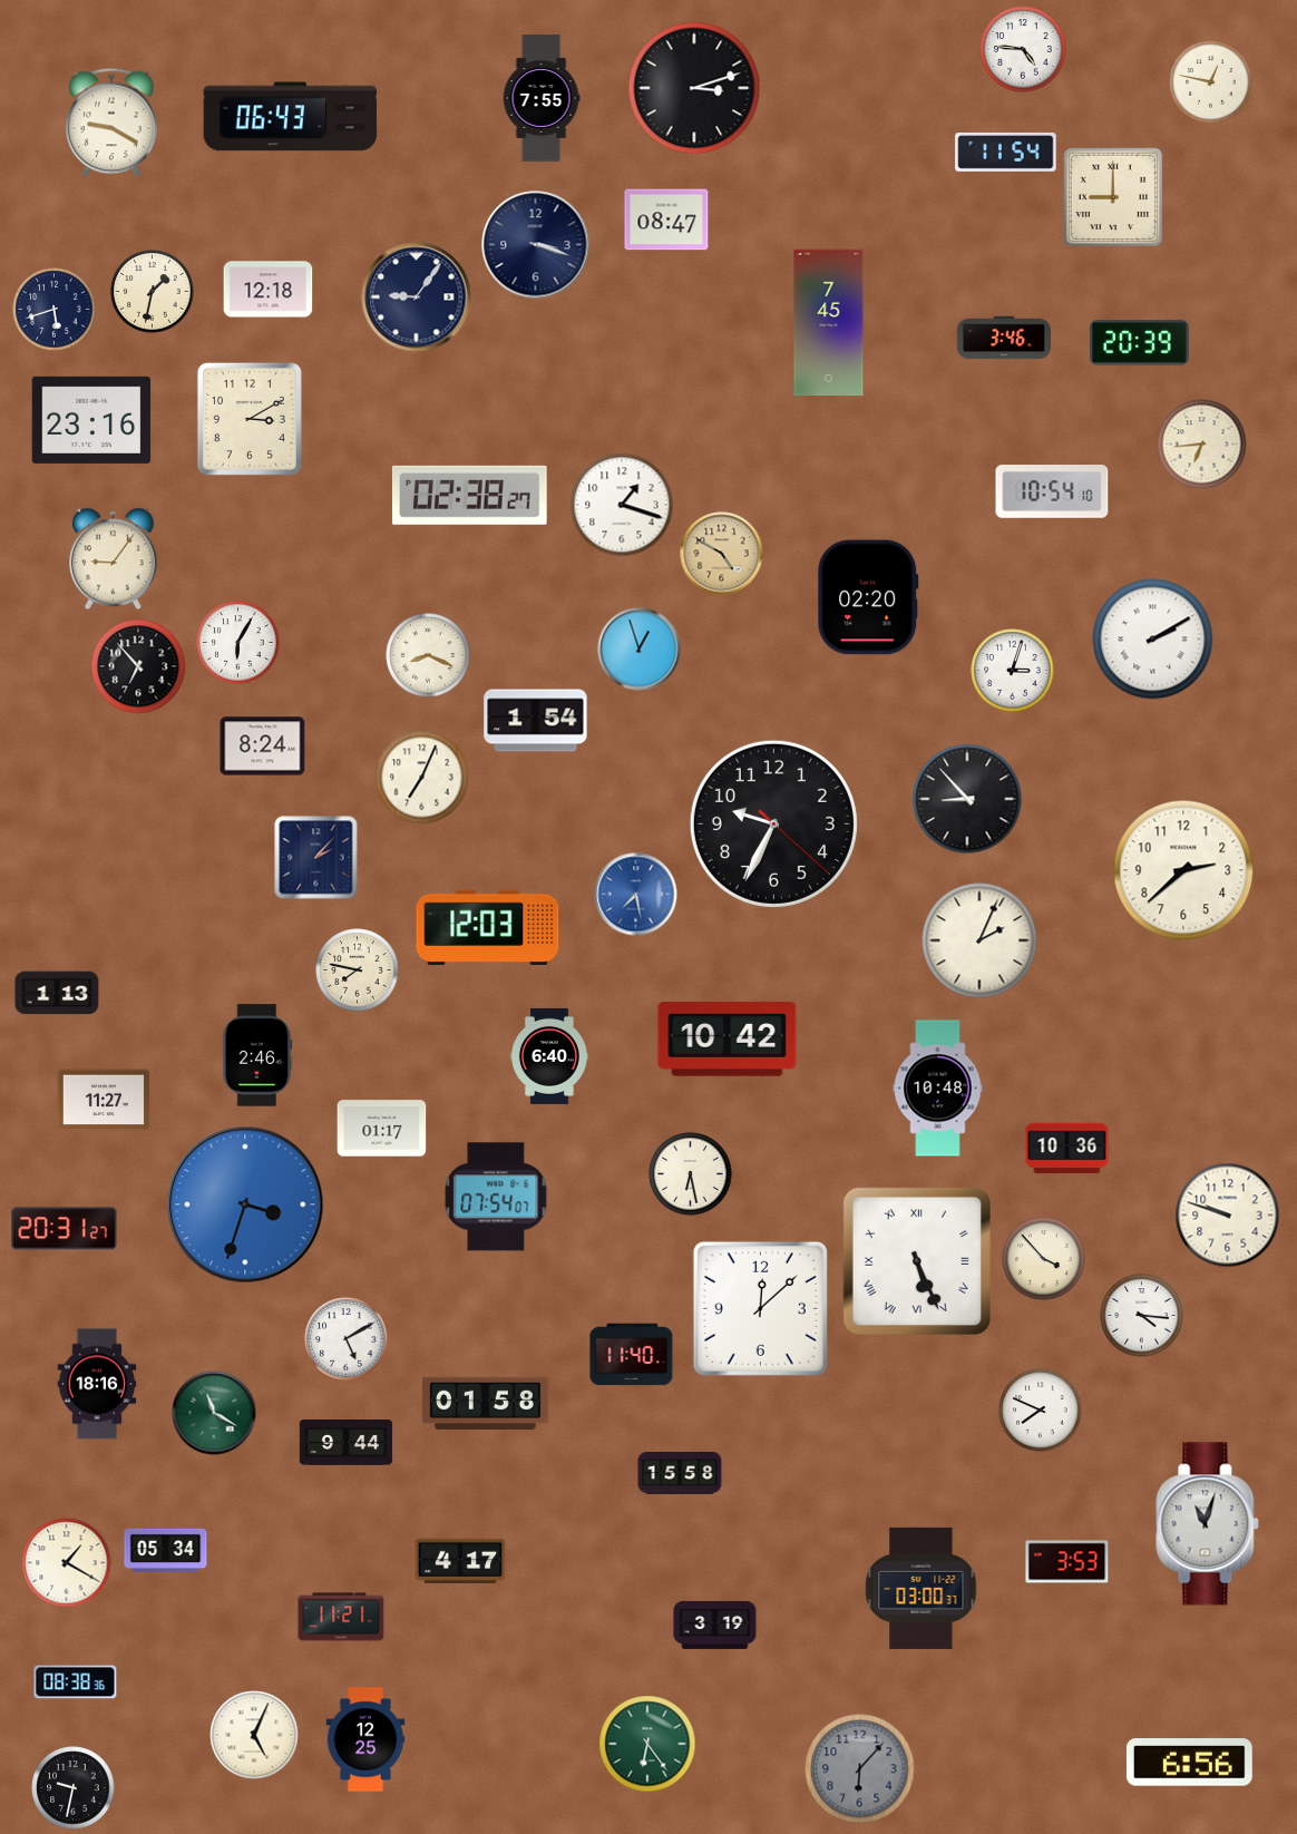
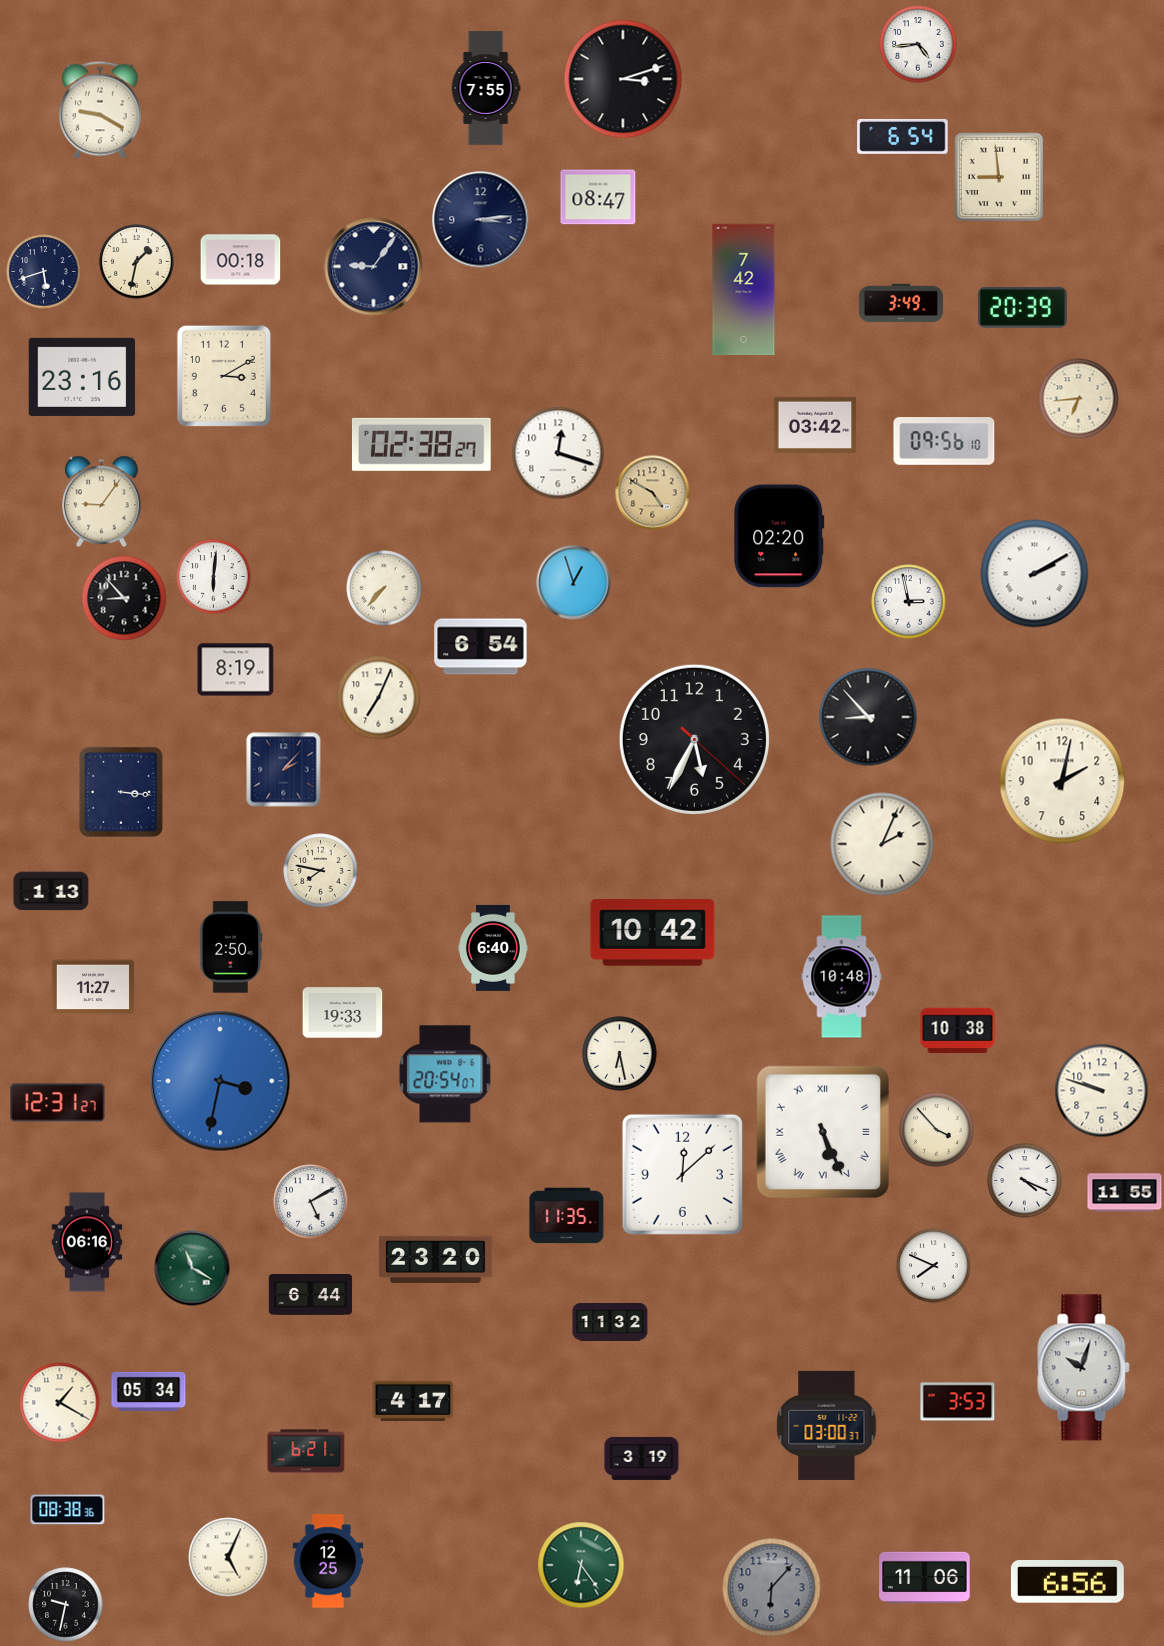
clock at (1023, 49): 4:46 -> 4:44
clock at (1211, 82): 12:47 -> none
clock at (291, 117): 06:43 -> none
clock at (1006, 152): 11:54 -> 6:54
clock at (1113, 197): 9:00 -> 8:59
clock at (536, 245): 3:18 -> 3:14
clock at (269, 290): 12:18 -> 00:18
clock at (55, 310) position: (55, 310) -> (44, 272)
clock at (829, 323): 7:45 -> 7:42
clock at (1003, 338): 3:46 -> 3:49
clock at (815, 424): none -> 03:42
clock at (1052, 491): 10:54 -> 09:56
clock at (622, 505): 1:18 -> 12:18
clock at (722, 554) position: (722, 554) -> (653, 493)
clock at (238, 643): 6:05 -> 6:01
clock at (428, 655): 8:19 -> 7:37
clock at (138, 666): 6:53 -> 8:53
clock at (1013, 671): 3:03 -> 2:58
clock at (536, 721): 1:54 -> 6:54
clock at (263, 747): 8:24 -> 8:19
clock at (773, 823): 9:34 -> 5:34
clock at (1183, 870): 2:38 -> 2:02
clock at (121, 792): none -> 3:16
clock at (636, 895): 7:28 -> none
clock at (488, 927): 12:03 -> none
clock at (979, 940) position: (979, 940) -> (882, 844)
clock at (257, 1055): 2:46 -> 2:50
clock at (382, 1129): 01:17 -> 19:33
clock at (1067, 1149): 10:36 -> 10:38
clock at (496, 1197): 07:54 -> 20:54
clock at (245, 1204): 3:33 -> 3:32
clock at (65, 1229): 20:31 -> 12:31
clock at (1142, 1316): 4:16 -> 4:19
clock at (1125, 1193): none -> 11:55
clock at (632, 1355): 11:40 -> 11:35
clock at (97, 1384): 18:16 -> 06:16
clock at (486, 1403): 01:58 -> 23:20
clock at (347, 1443): 9:44 -> 6:44
clock at (680, 1474): 15:58 -> 11:32
clock at (1208, 1524): 11:03 -> 10:03
clock at (341, 1617): 11:21 -> 6:21
clock at (925, 1577): none -> 11:06
